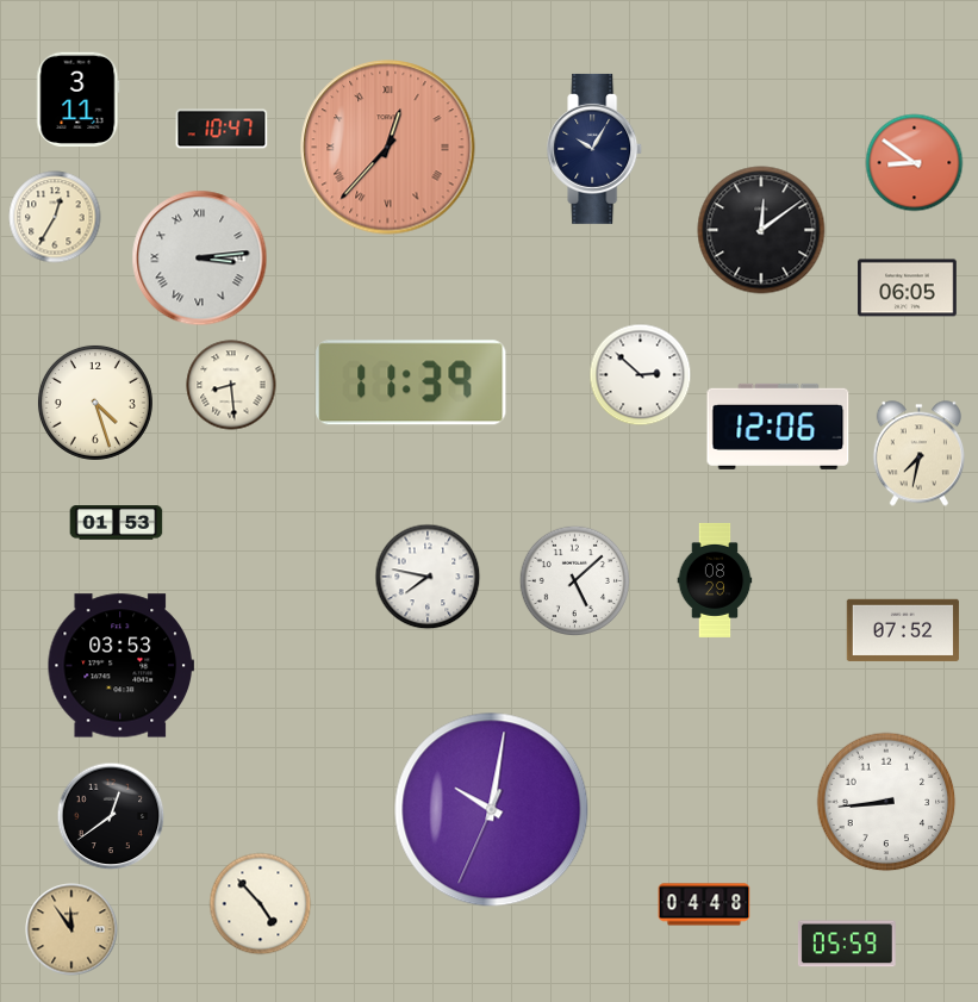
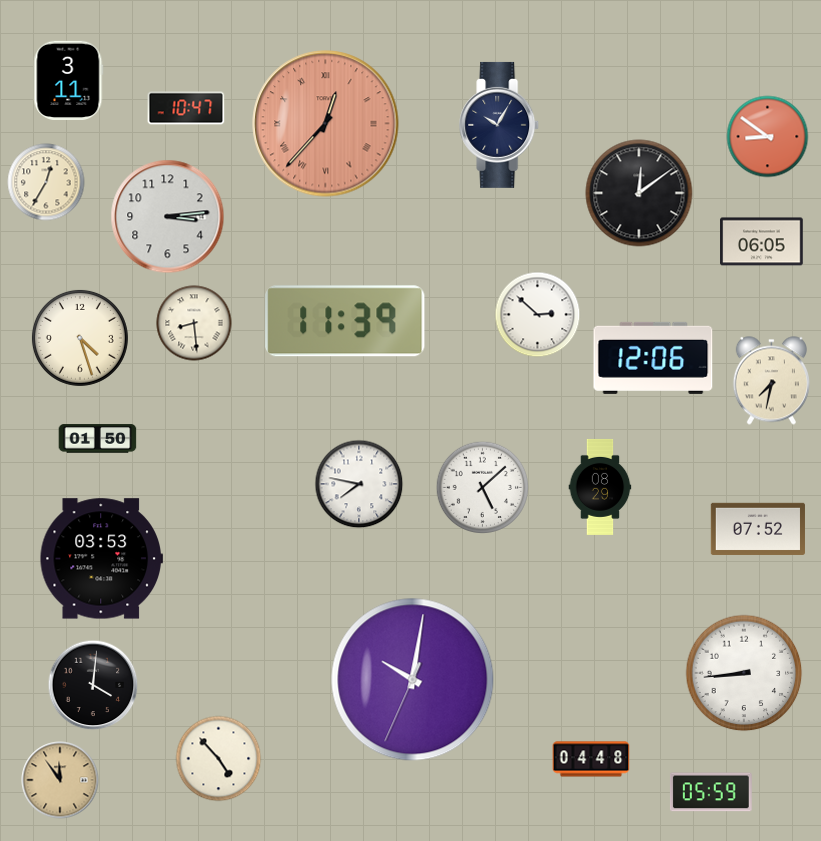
clock at (79, 99) position: (79, 99) -> (69, 80)
clock at (200, 259) numerals: Roman -> Arabic
clock at (117, 523): 01:53 -> 01:50
clock at (111, 816): 12:39 -> 4:01
